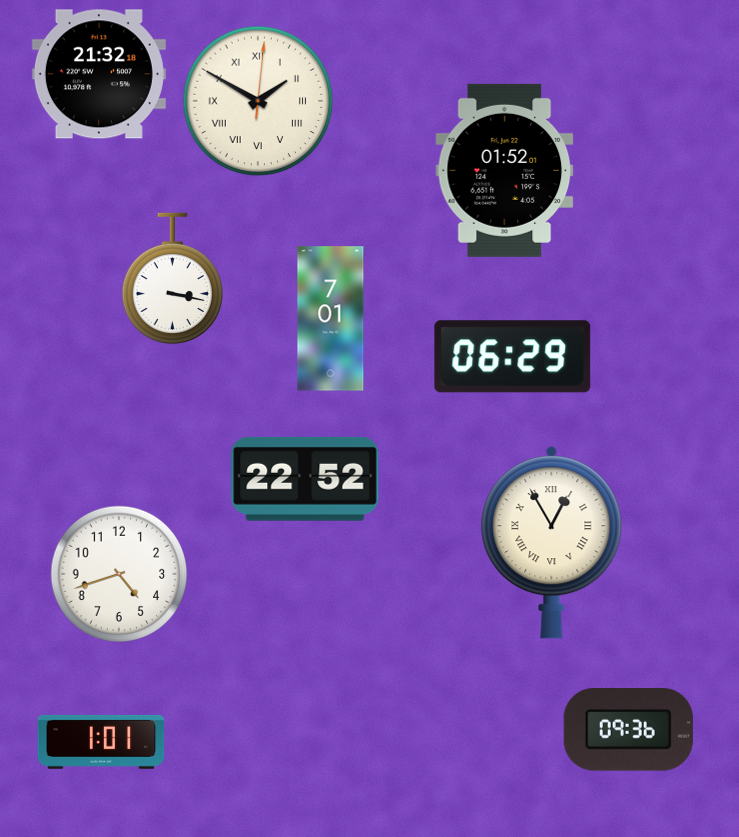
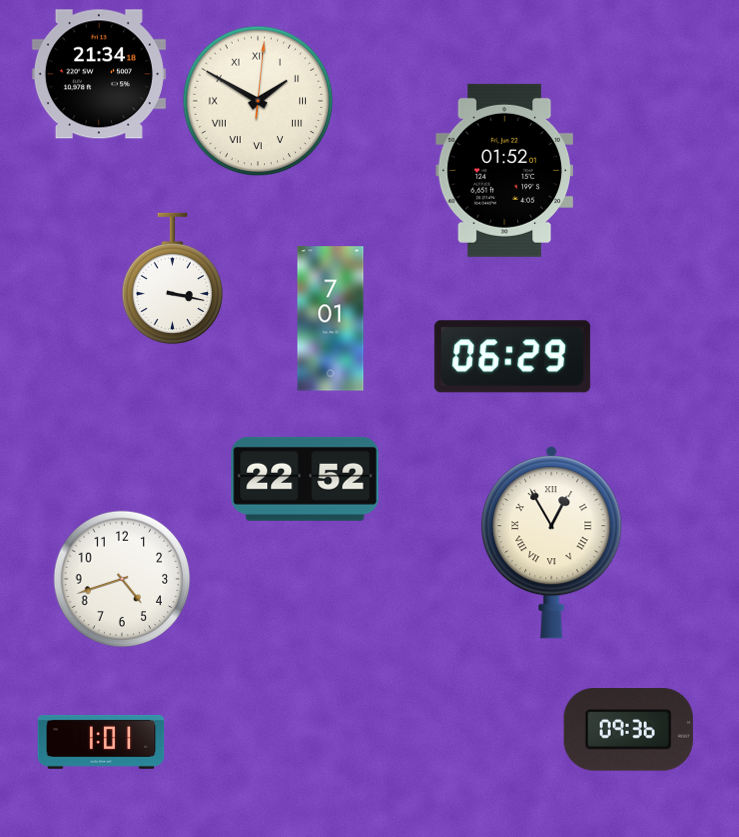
clock at (99, 74): 21:32 -> 21:34
clock at (119, 574) position: (119, 574) -> (122, 579)
